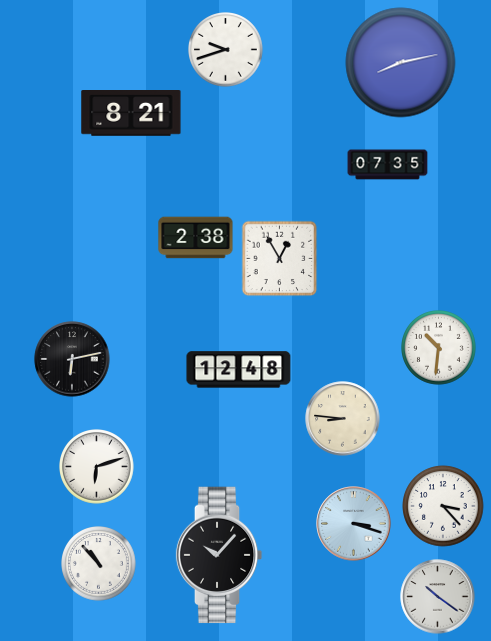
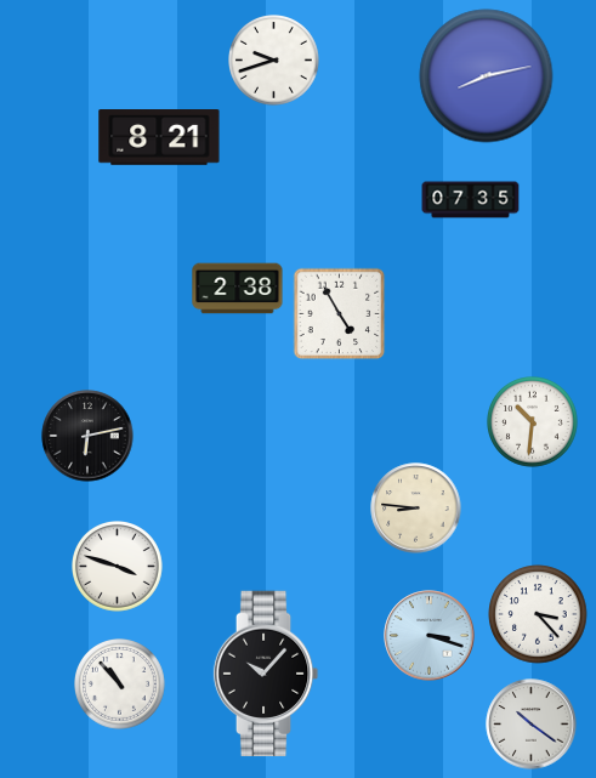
clock at (280, 259): 12:55 -> 4:55
clock at (239, 370): 12:48 -> none
clock at (97, 467): 6:12 -> 3:48
